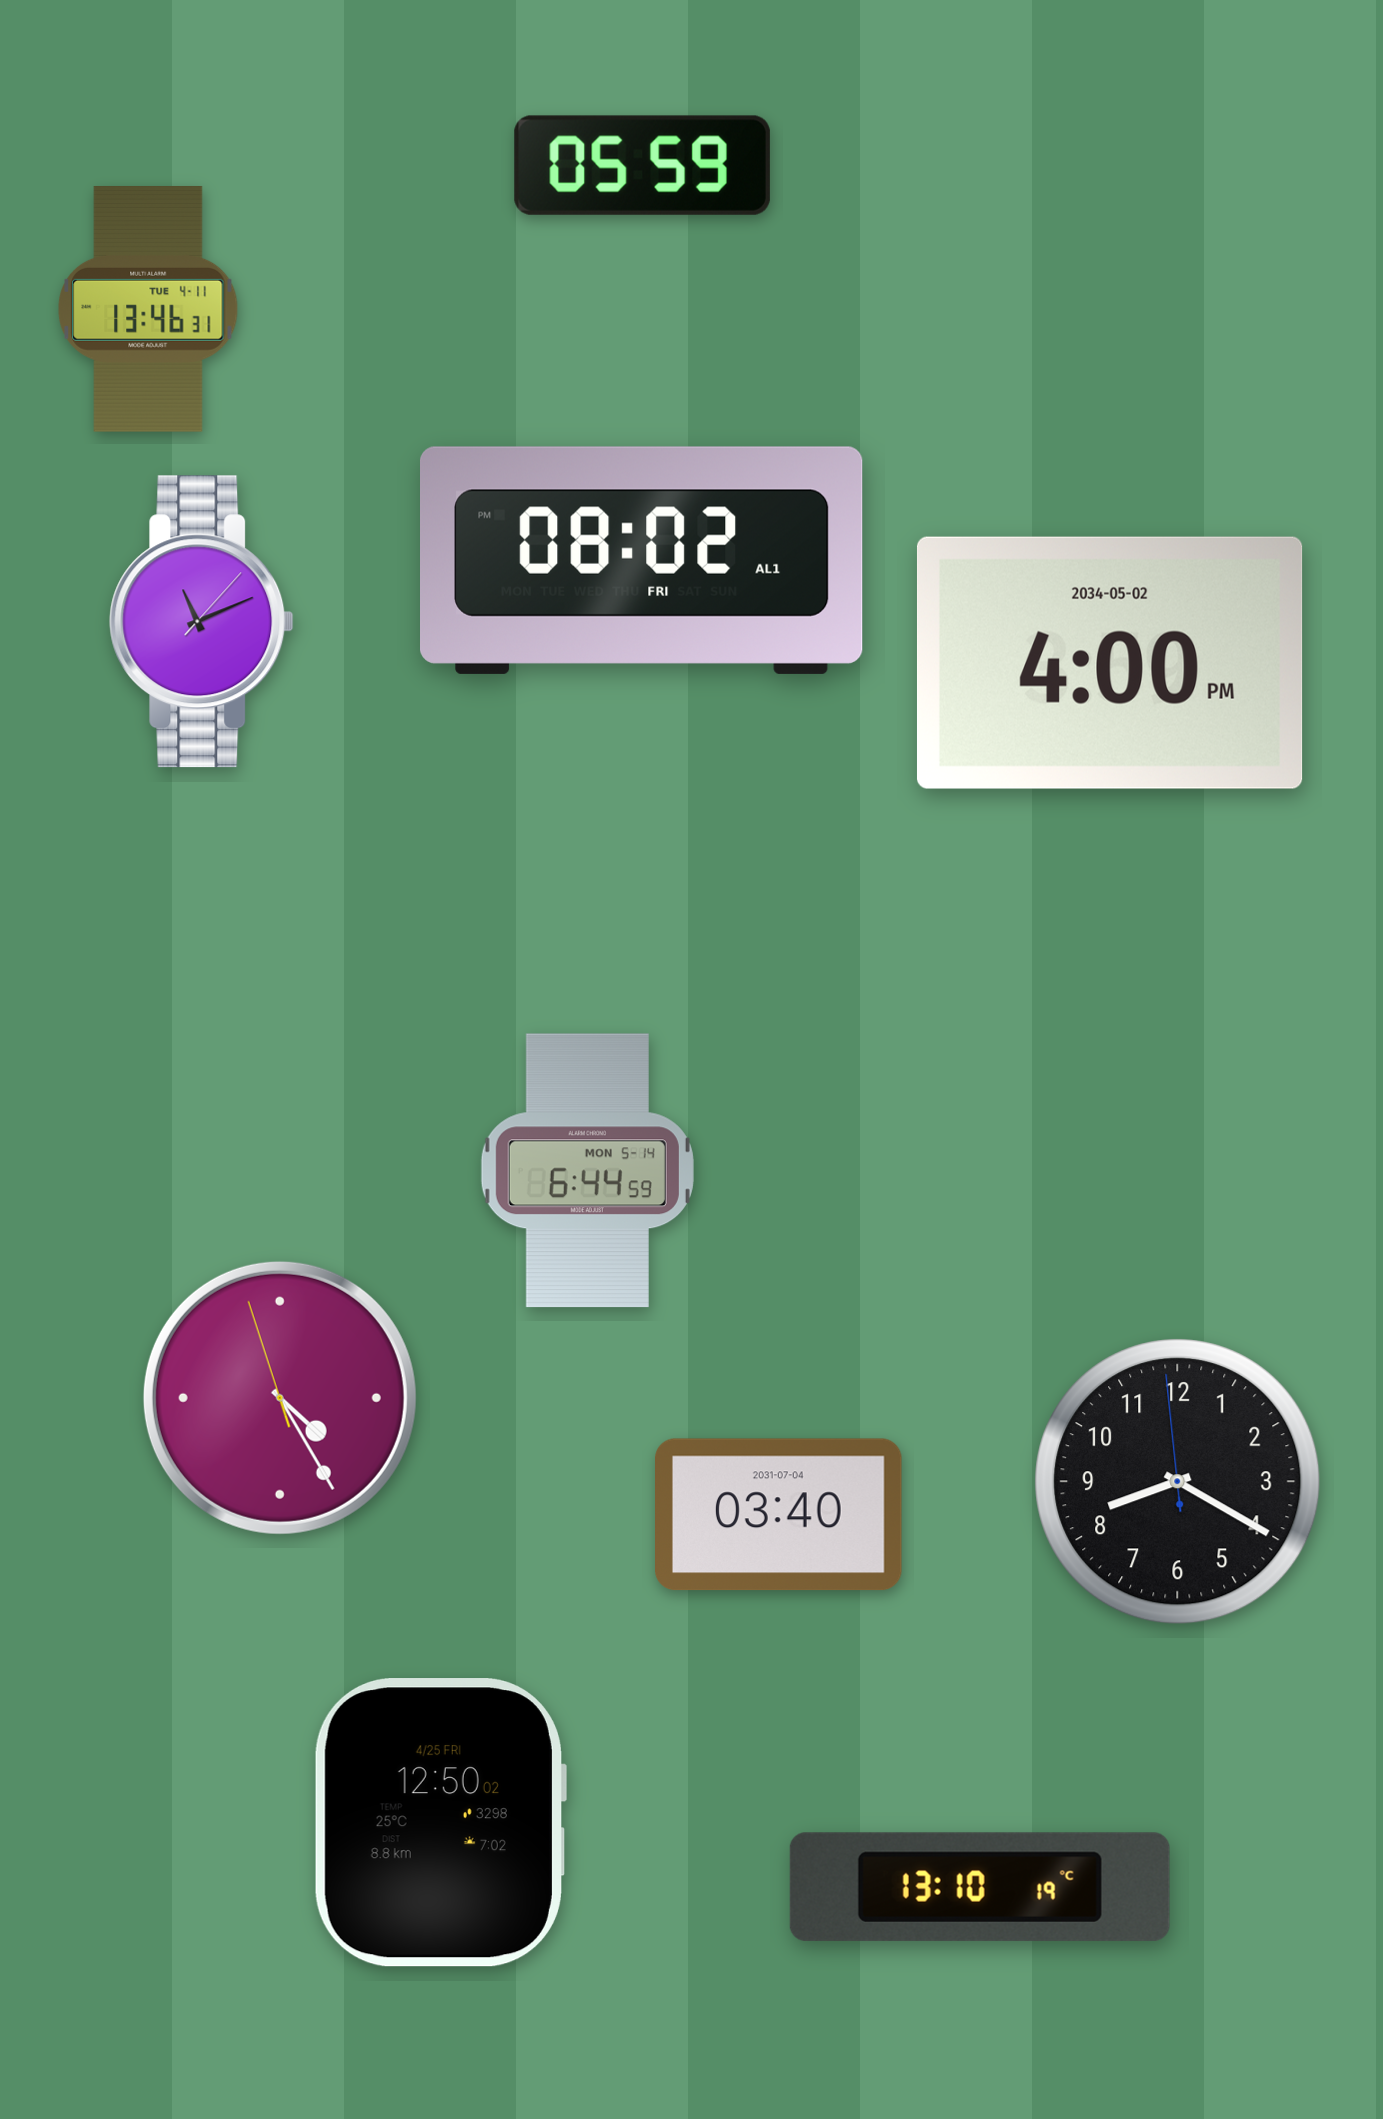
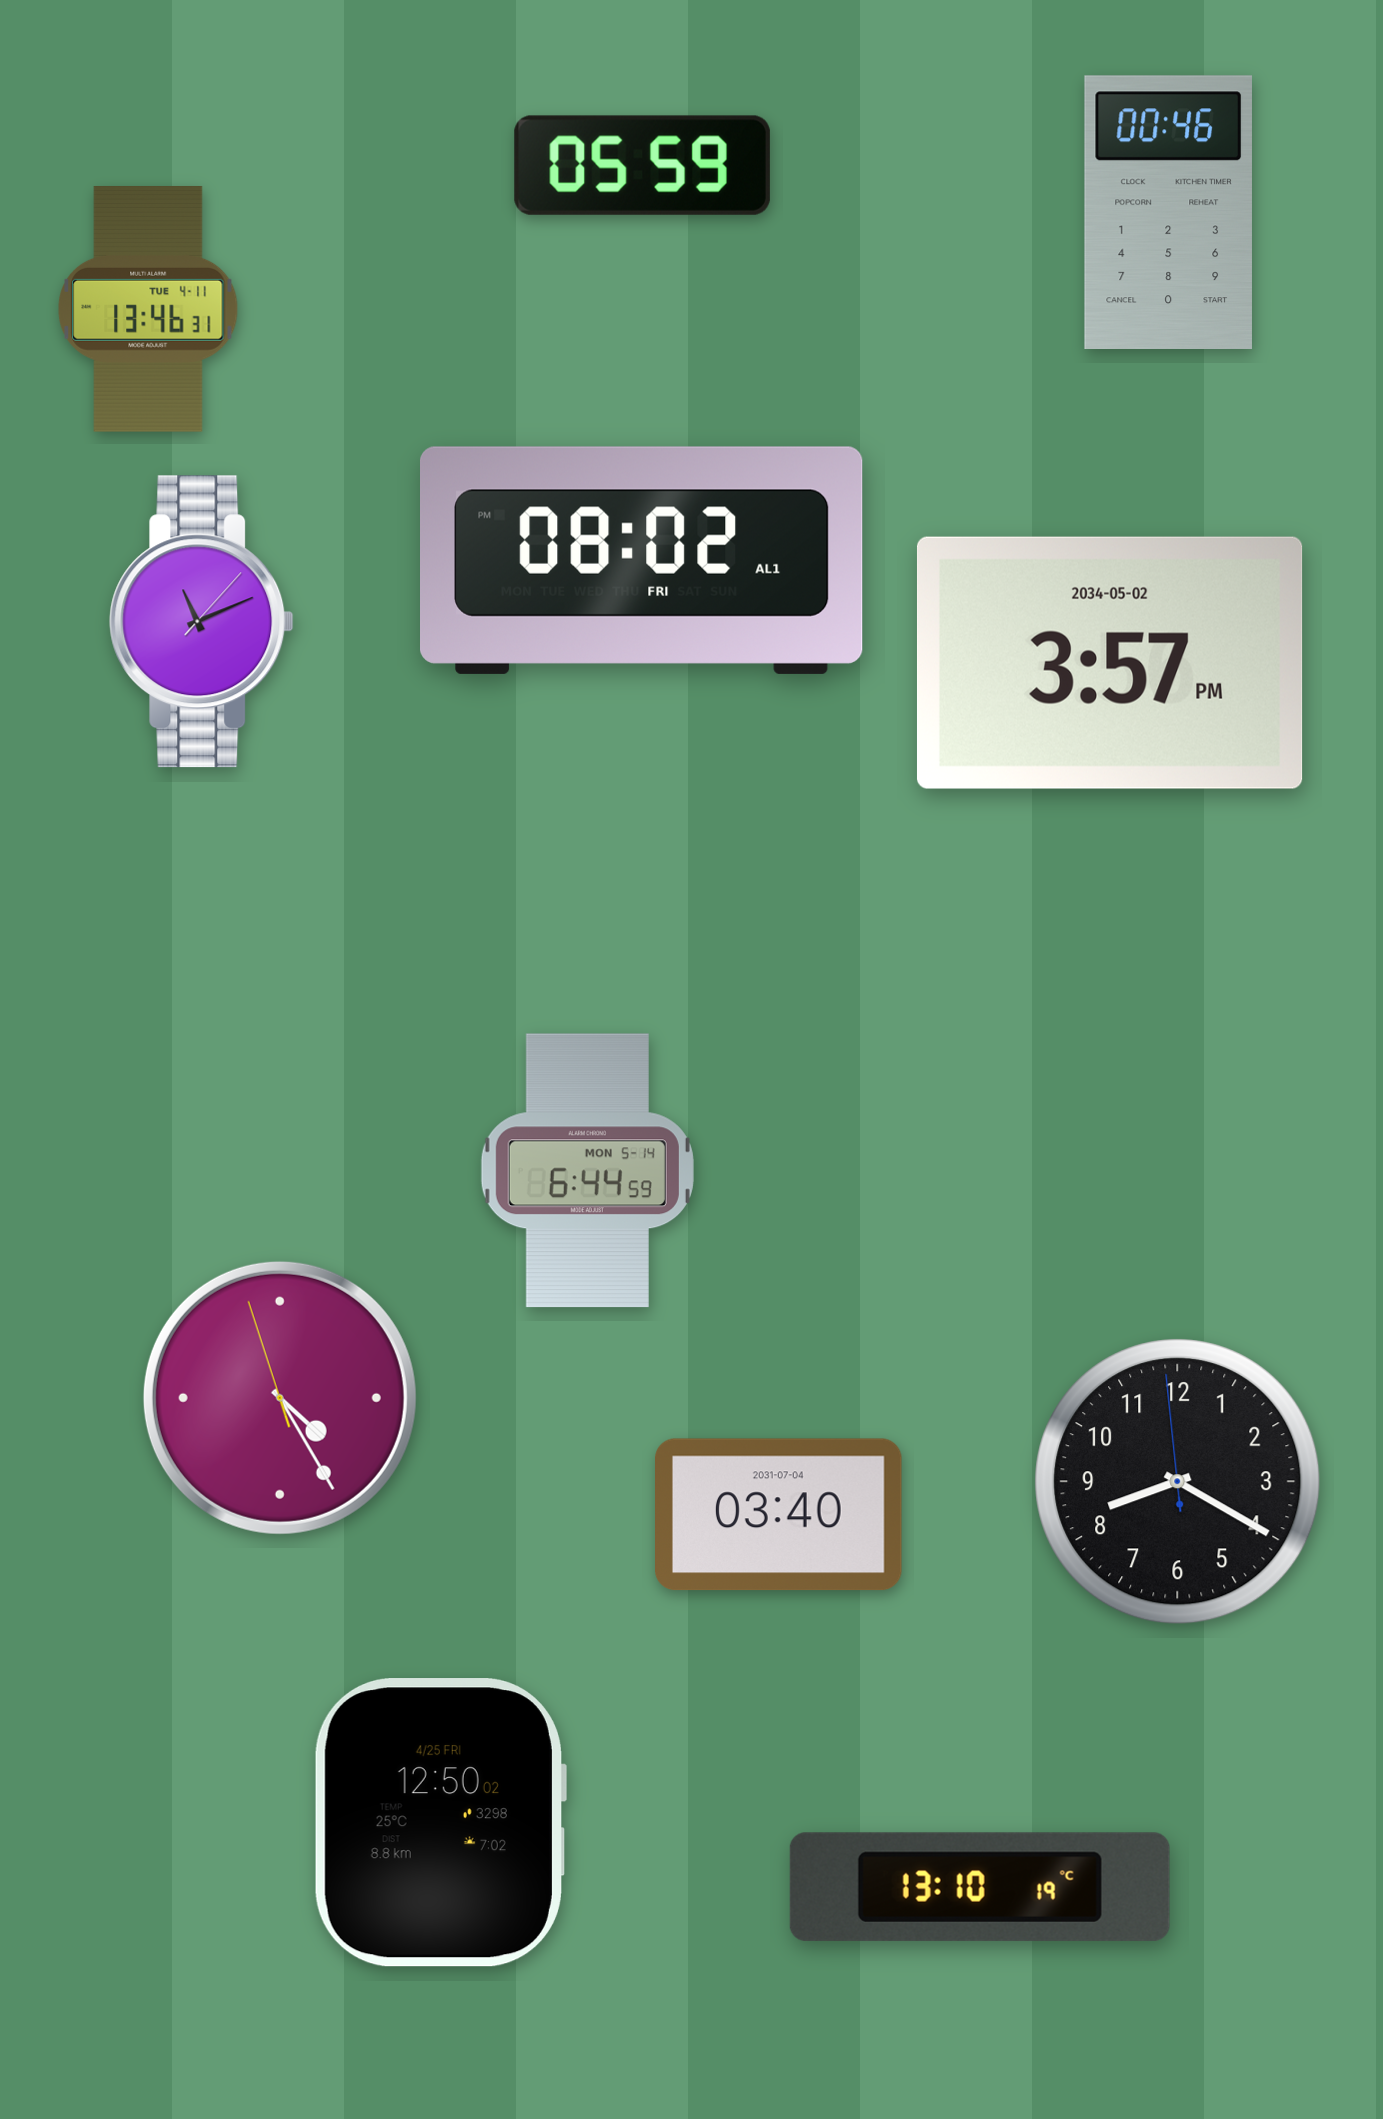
clock at (1168, 212): none -> 00:46
clock at (1110, 663): 4:00 -> 3:57
